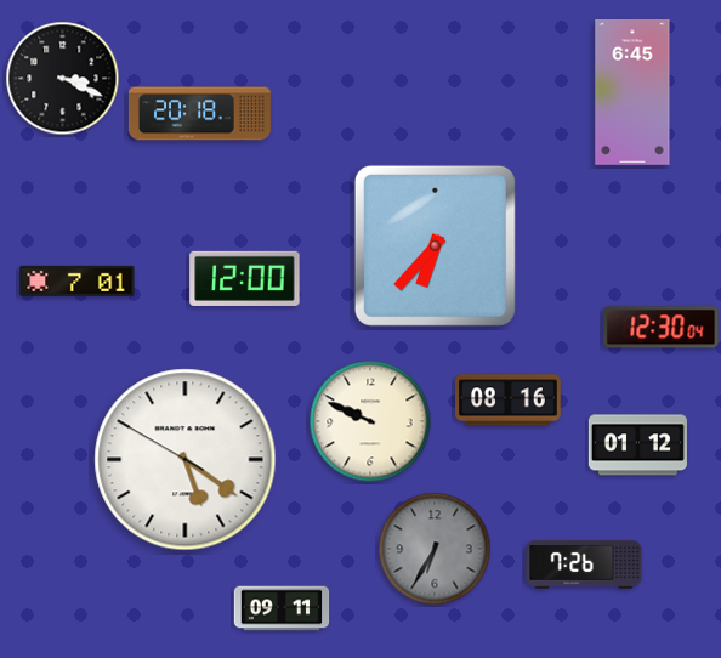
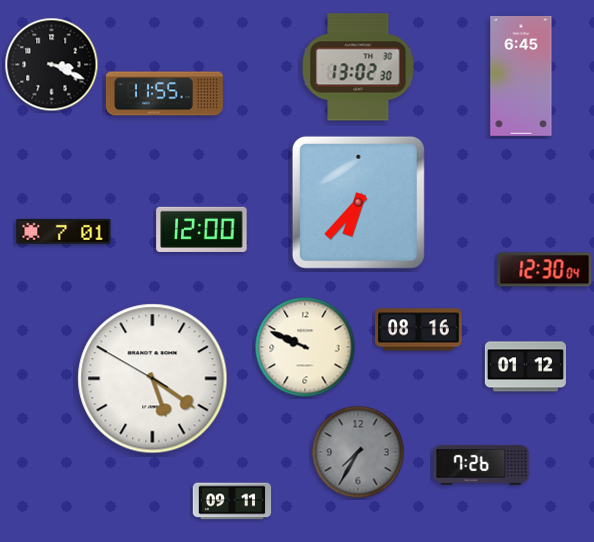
clock at (358, 67): none -> 13:02
clock at (199, 114): 20:18 -> 11:55
clock at (435, 549): 6:35 -> 7:35
